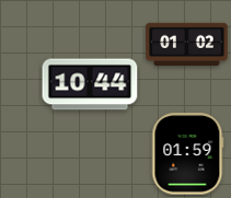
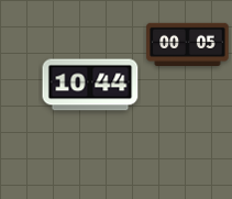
clock at (187, 44): 01:02 -> 00:05
clock at (187, 154): 01:59 -> none
